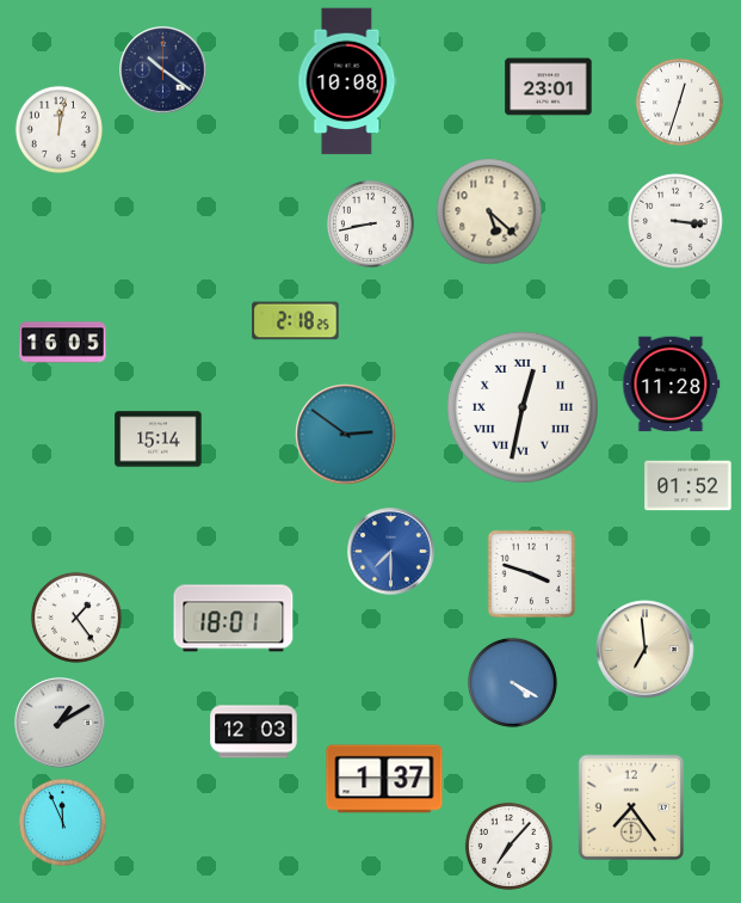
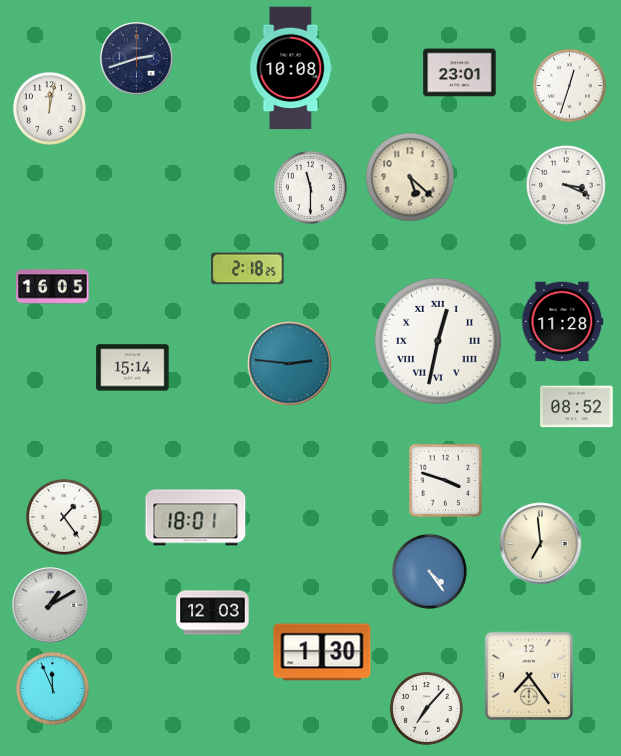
clock at (163, 70): 10:21 -> 2:42
clock at (677, 222): 3:16 -> 3:19
clock at (370, 223): 8:43 -> 11:30
clock at (346, 435): 2:51 -> 2:46
clock at (688, 486): 01:52 -> 08:52
clock at (391, 552): 7:30 -> none
clock at (512, 682): 4:20 -> 4:24
clock at (384, 779): 1:37 -> 1:30
